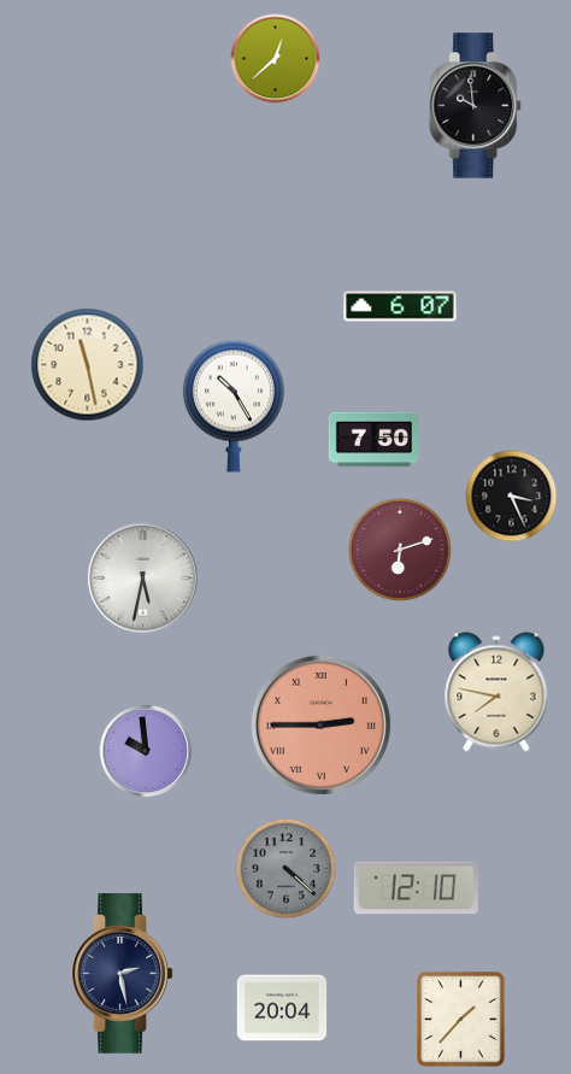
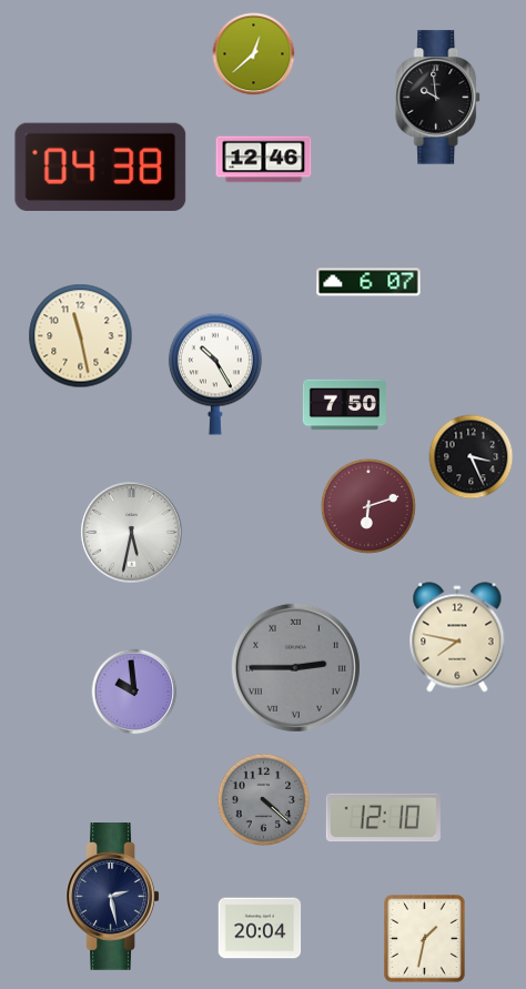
clock at (264, 160): none -> 12:46
clock at (101, 166): none -> 04:38
clock at (320, 724) dial: salmon -> grey
clock at (461, 1020): 1:37 -> 1:32
